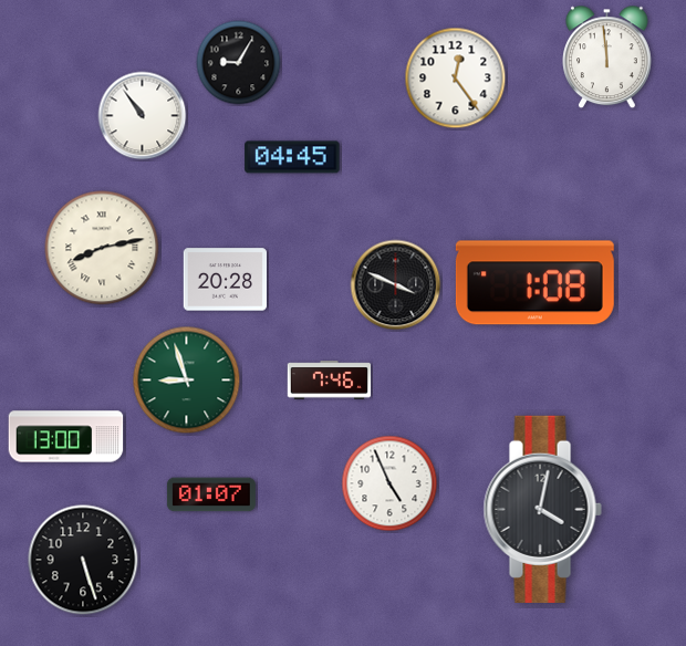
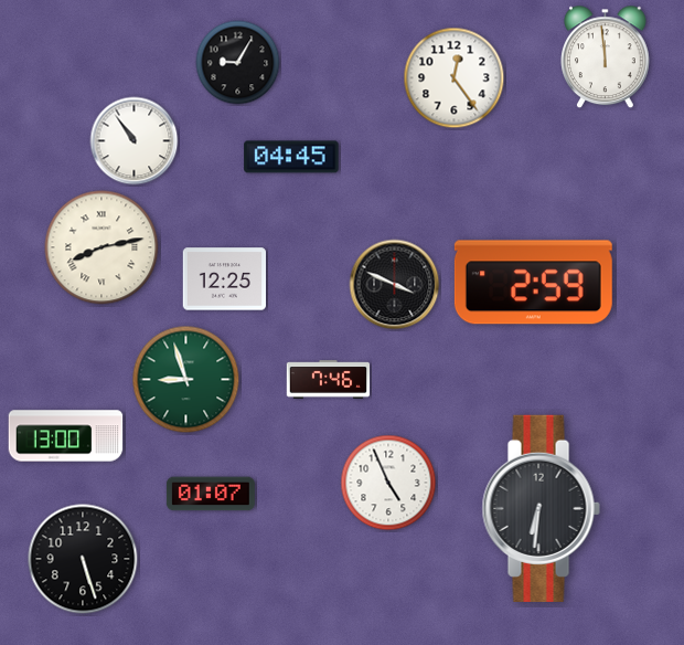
clock at (143, 116) position: (143, 116) -> (135, 141)
clock at (225, 280): 20:28 -> 12:25
clock at (534, 283): 1:08 -> 2:59
clock at (542, 509): 4:02 -> 6:31
